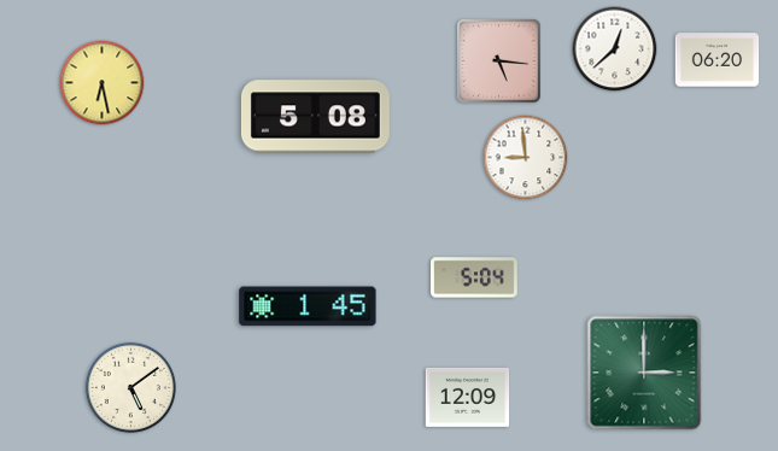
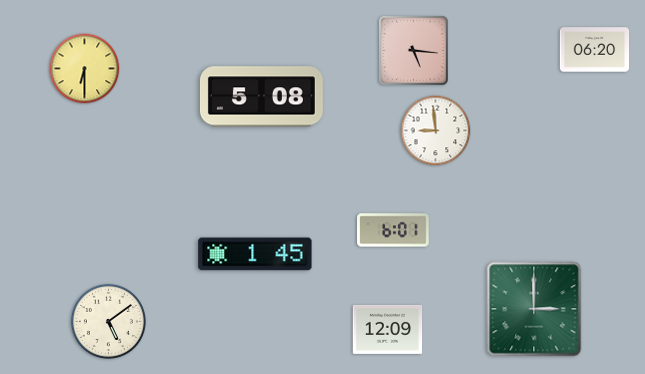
clock at (615, 49): 12:38 -> none
clock at (103, 83): 6:28 -> 6:30
clock at (475, 277): 5:04 -> 6:01
